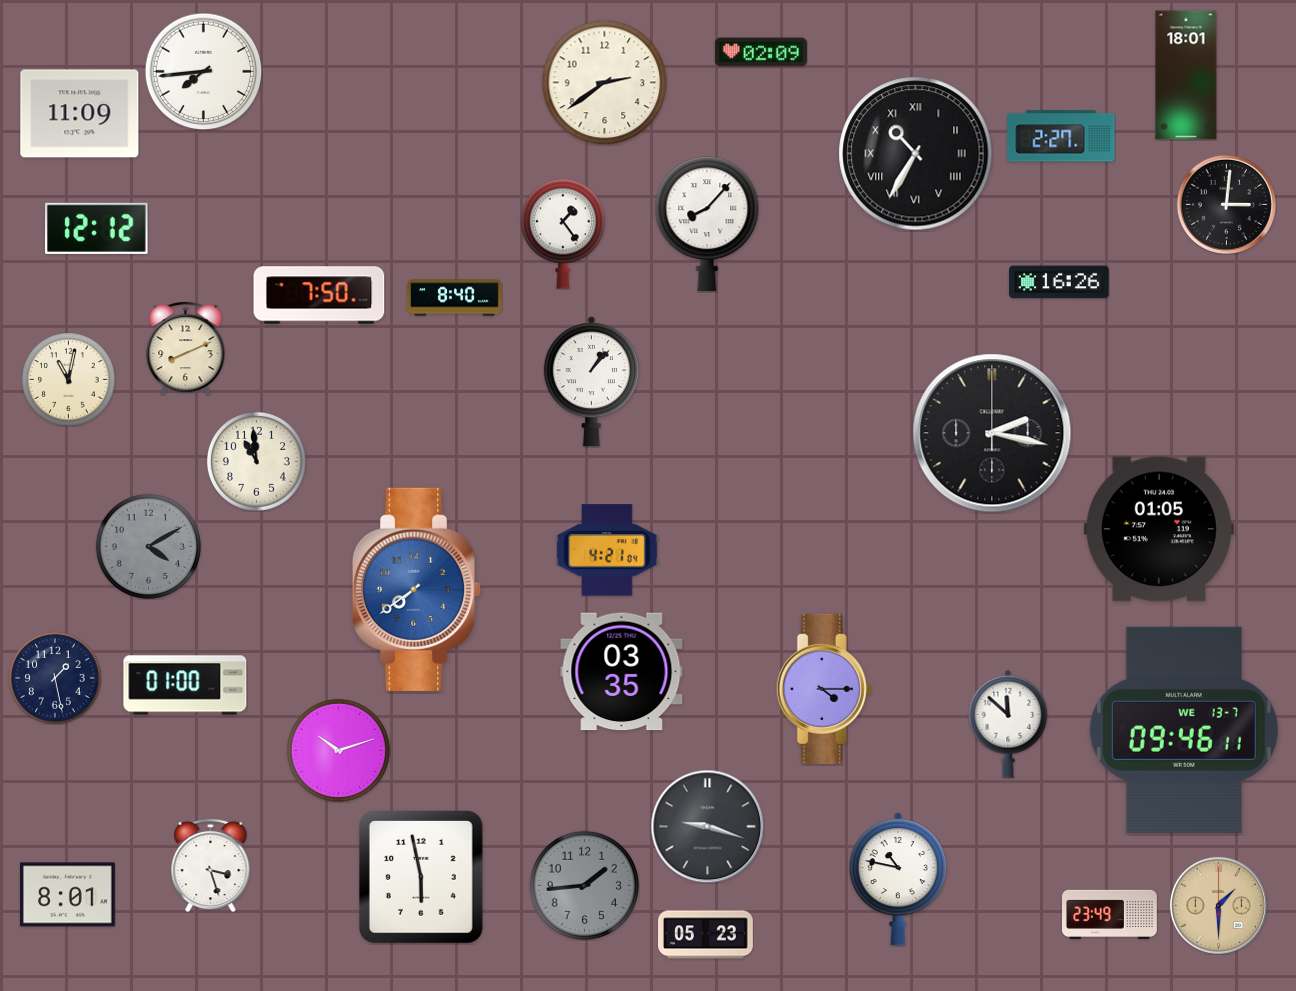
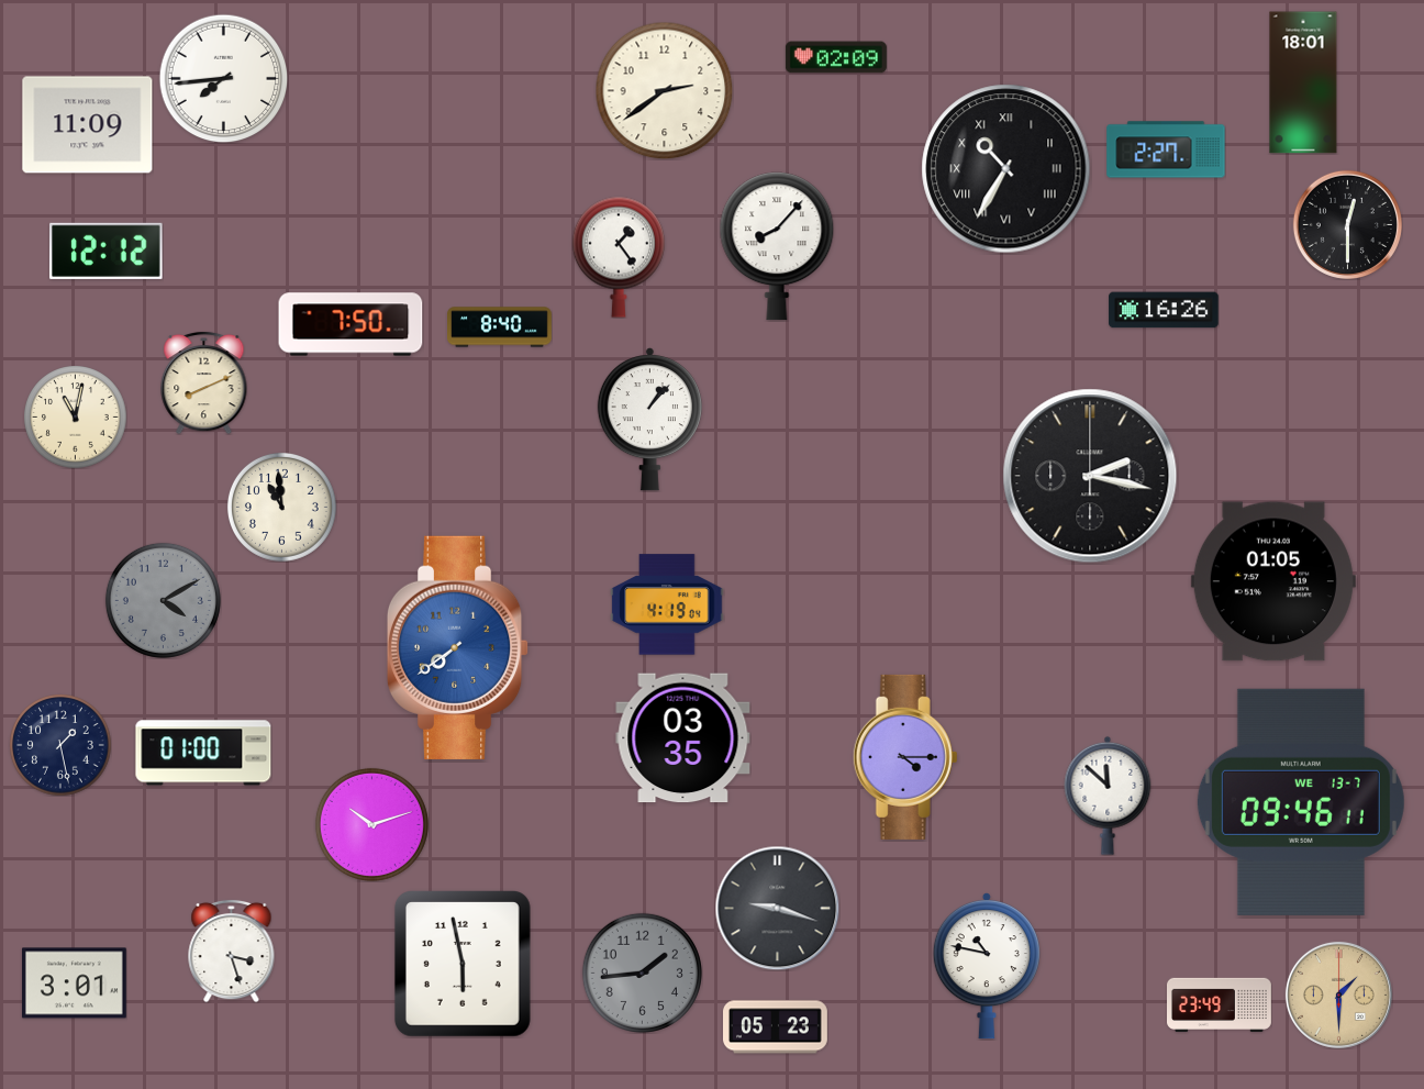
clock at (1226, 204): 3:01 -> 12:30
clock at (607, 550): 4:21 -> 4:19
clock at (67, 895): 8:01 -> 3:01
